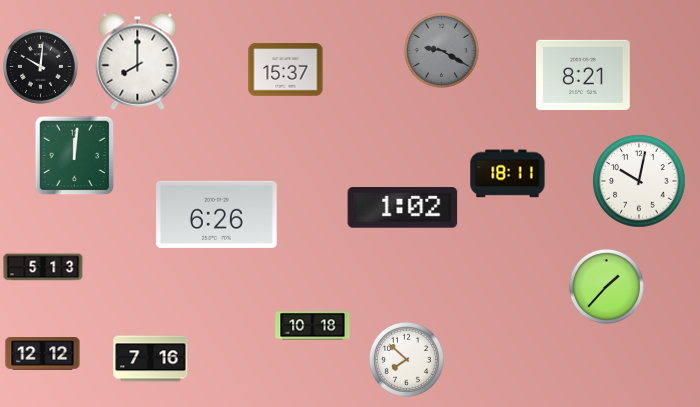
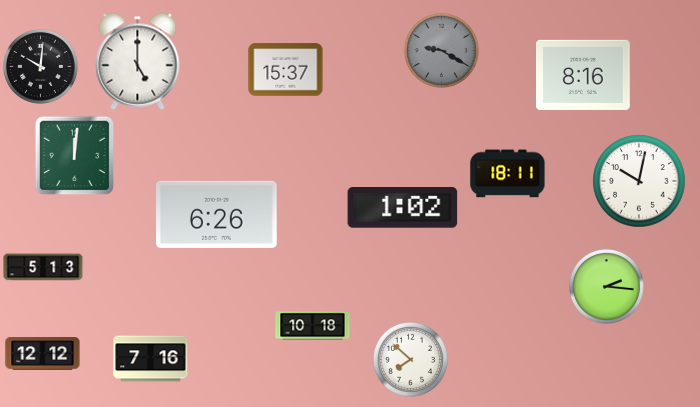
clock at (138, 61): 8:00 -> 5:00
clock at (584, 75): 8:21 -> 8:16
clock at (606, 286): 1:37 -> 2:16
clock at (406, 359) position: (406, 359) -> (410, 359)
